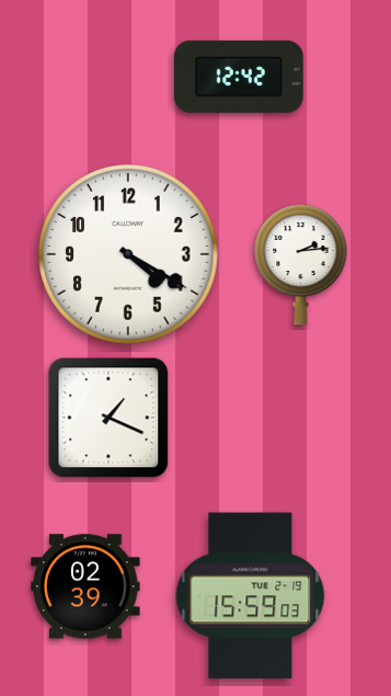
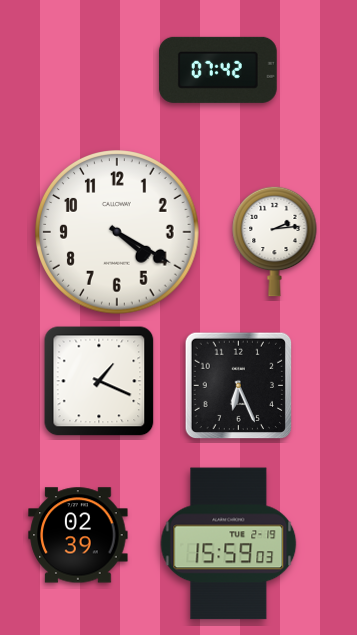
clock at (239, 77): 12:42 -> 07:42
clock at (239, 386): none -> 6:26
